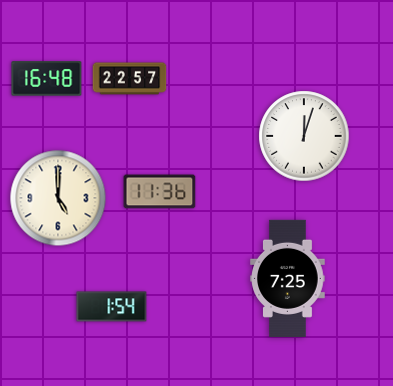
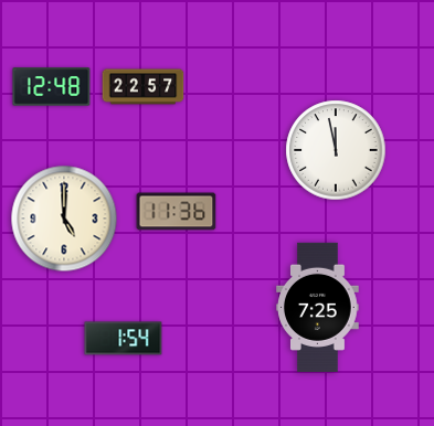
clock at (47, 79): 16:48 -> 12:48
clock at (304, 136): 12:03 -> 11:58
